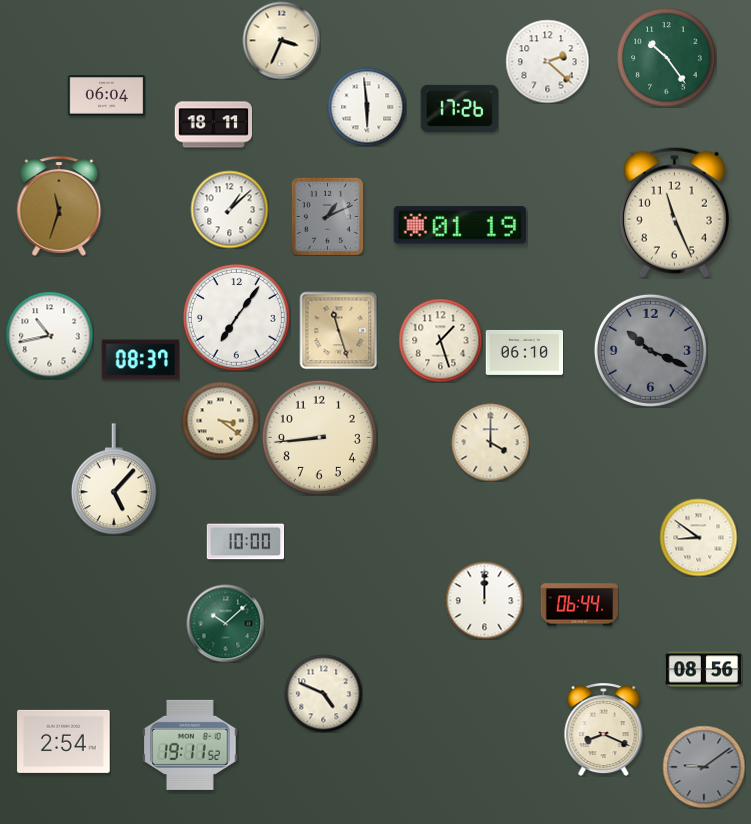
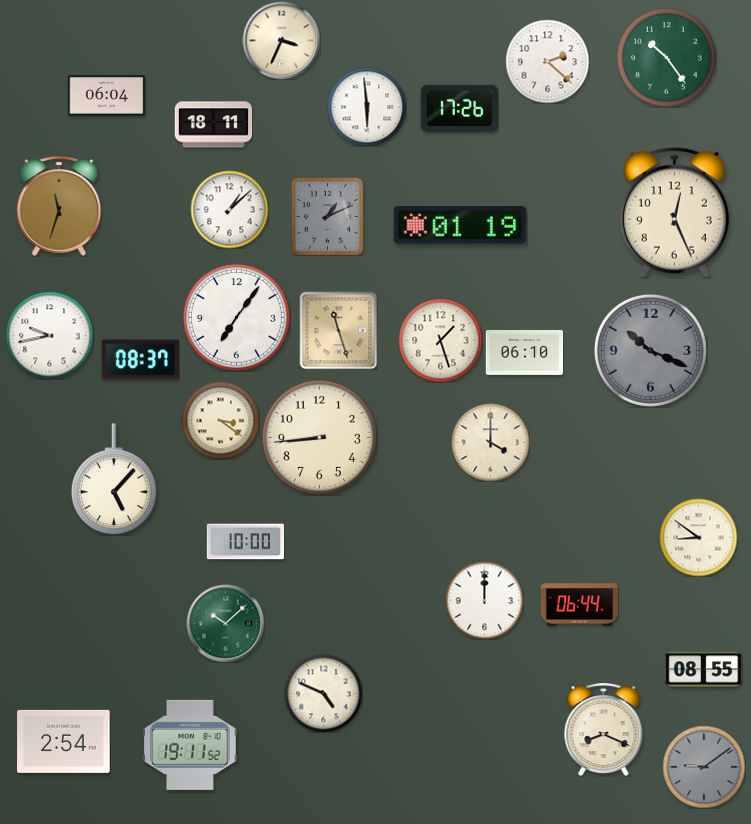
clock at (674, 212): 11:26 -> 12:26
clock at (49, 335): 10:43 -> 9:43
clock at (703, 670): 08:56 -> 08:55
